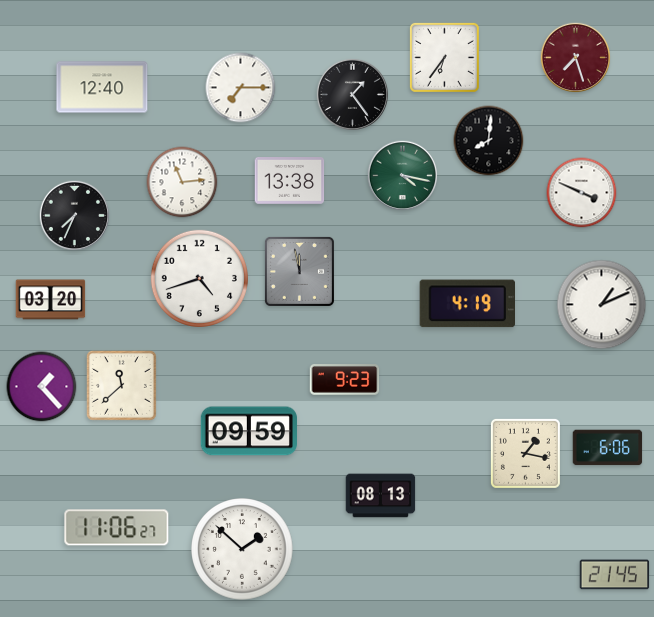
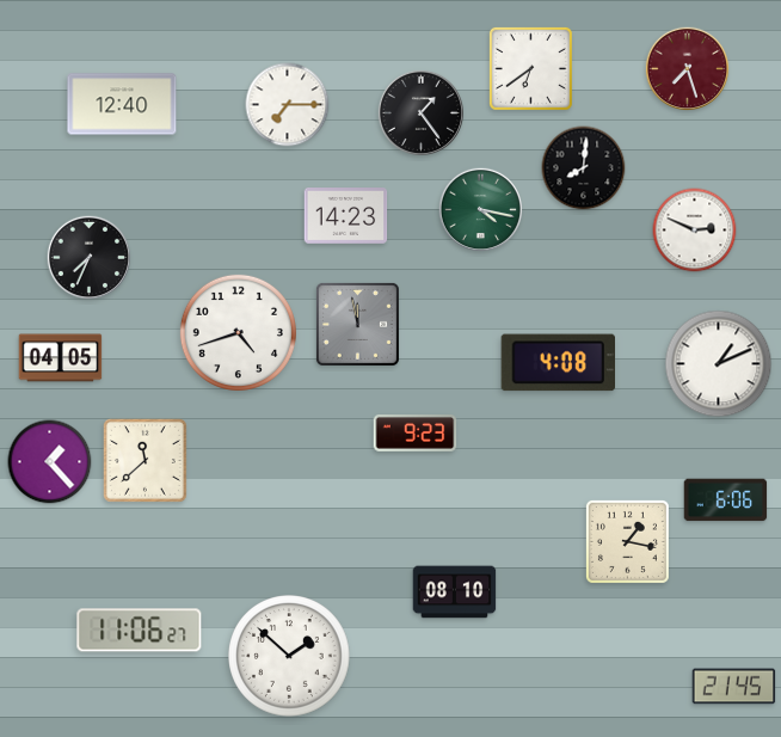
clock at (444, 57): 6:36 -> 6:39
clock at (290, 181): 13:38 -> 14:23
clock at (182, 182): 11:14 -> none
clock at (582, 193): 3:49 -> 2:49
clock at (51, 300): 03:20 -> 04:05
clock at (467, 304): 4:19 -> 4:08
clock at (345, 380) position: (345, 380) -> (416, 434)
clock at (249, 431): 09:59 -> none
clock at (608, 448) position: (608, 448) -> (726, 500)
clock at (381, 496): 08:13 -> 08:10
